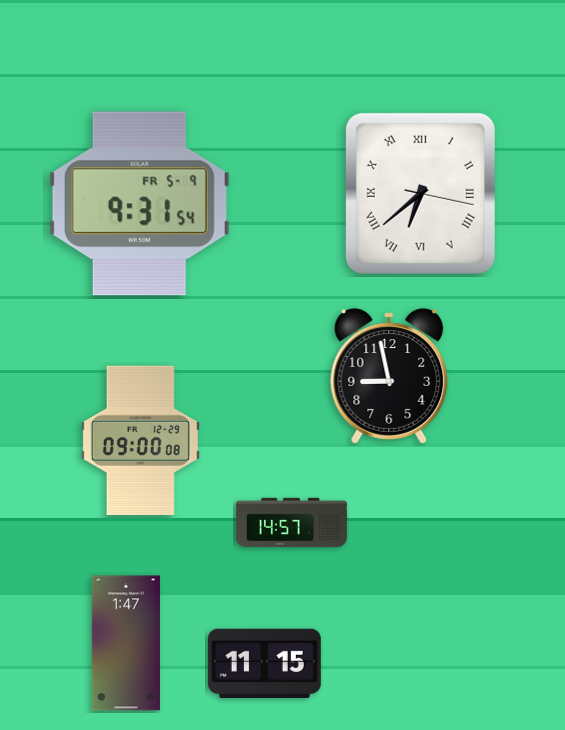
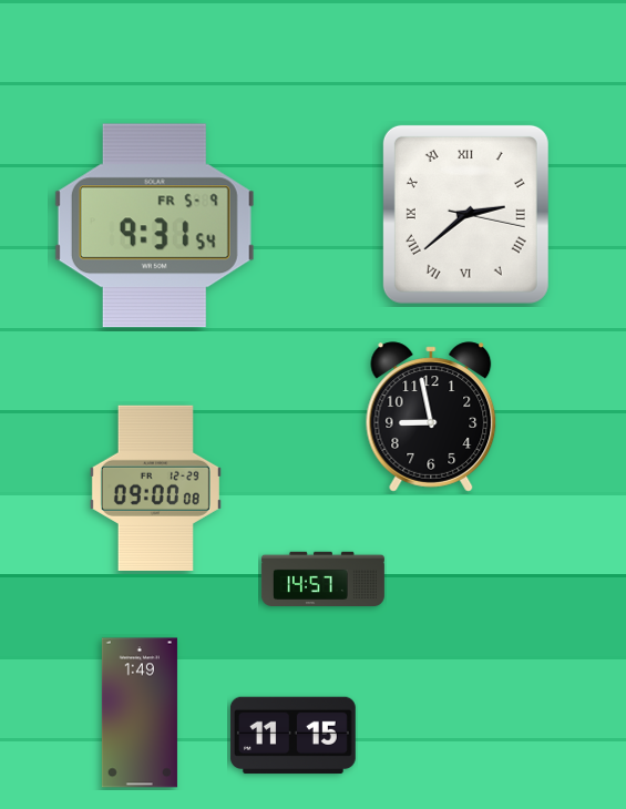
clock at (420, 193): 6:38 -> 2:38
clock at (126, 643): 1:47 -> 1:49
